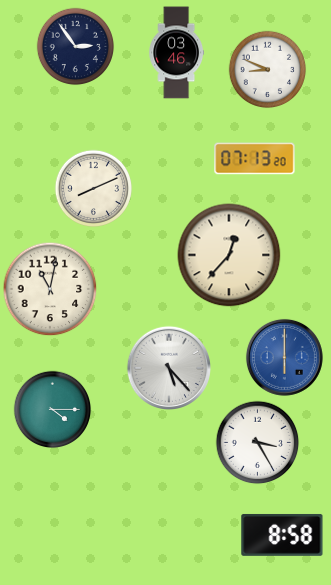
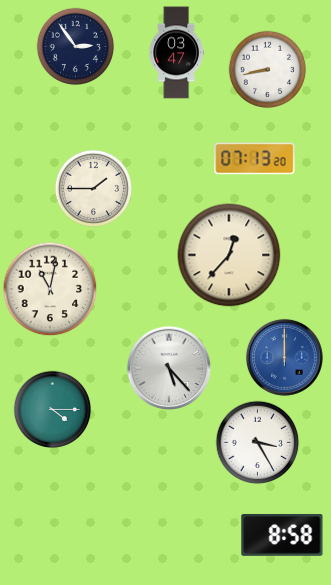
clock at (176, 53): 03:46 -> 03:47
clock at (267, 69): 8:49 -> 8:43
clock at (93, 188): 8:11 -> 1:45
clock at (284, 357): 6:00 -> 12:00
